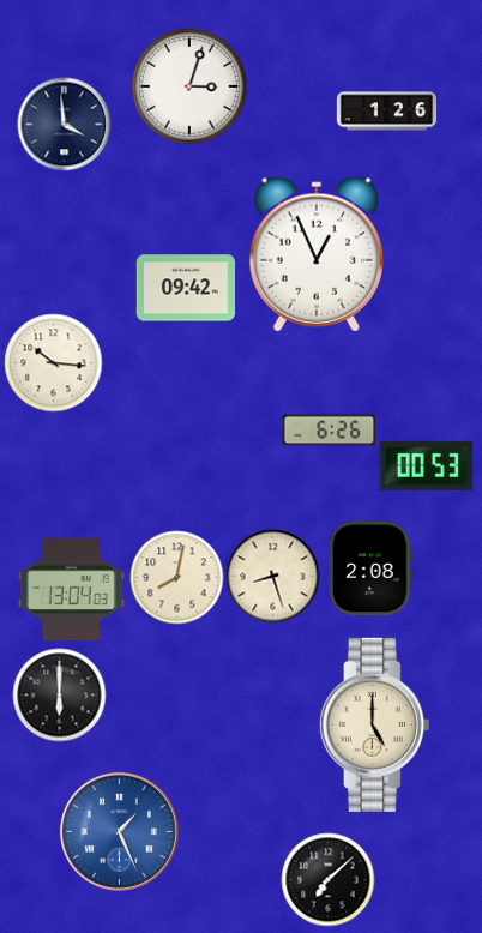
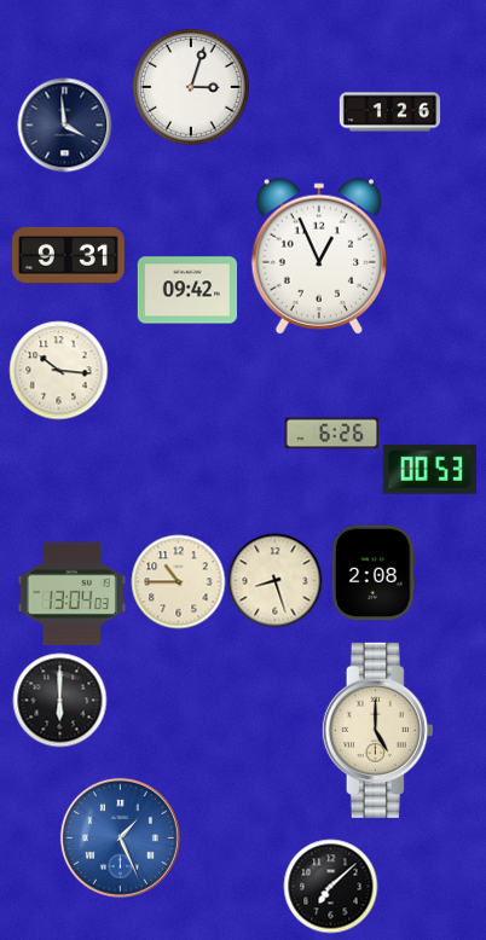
clock at (68, 255): none -> 9:31
clock at (53, 362) position: (53, 362) -> (58, 370)
clock at (176, 577): 8:02 -> 10:45
